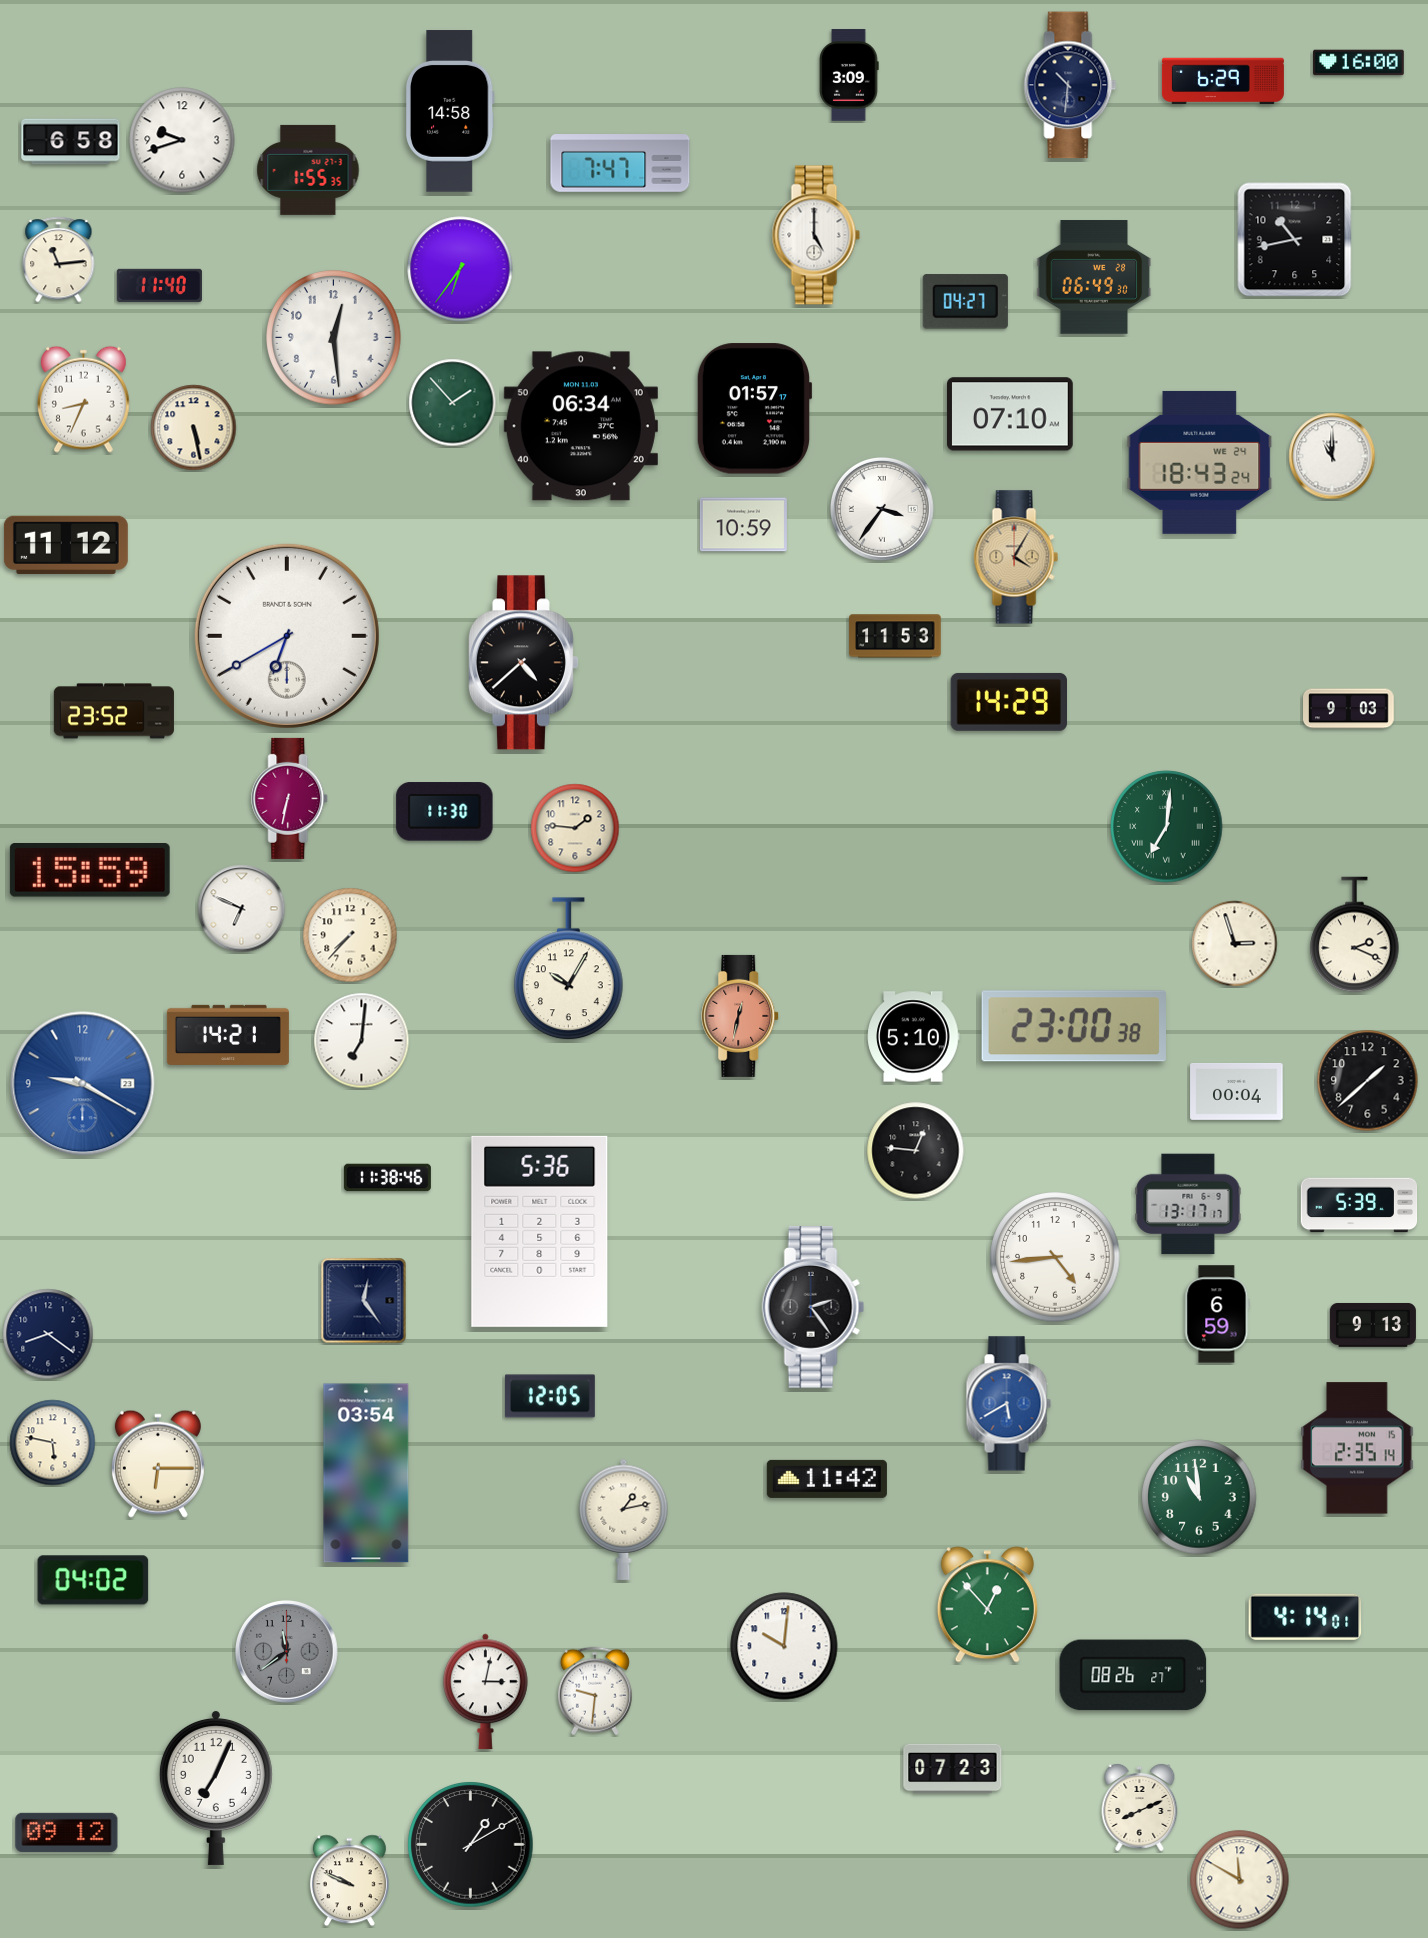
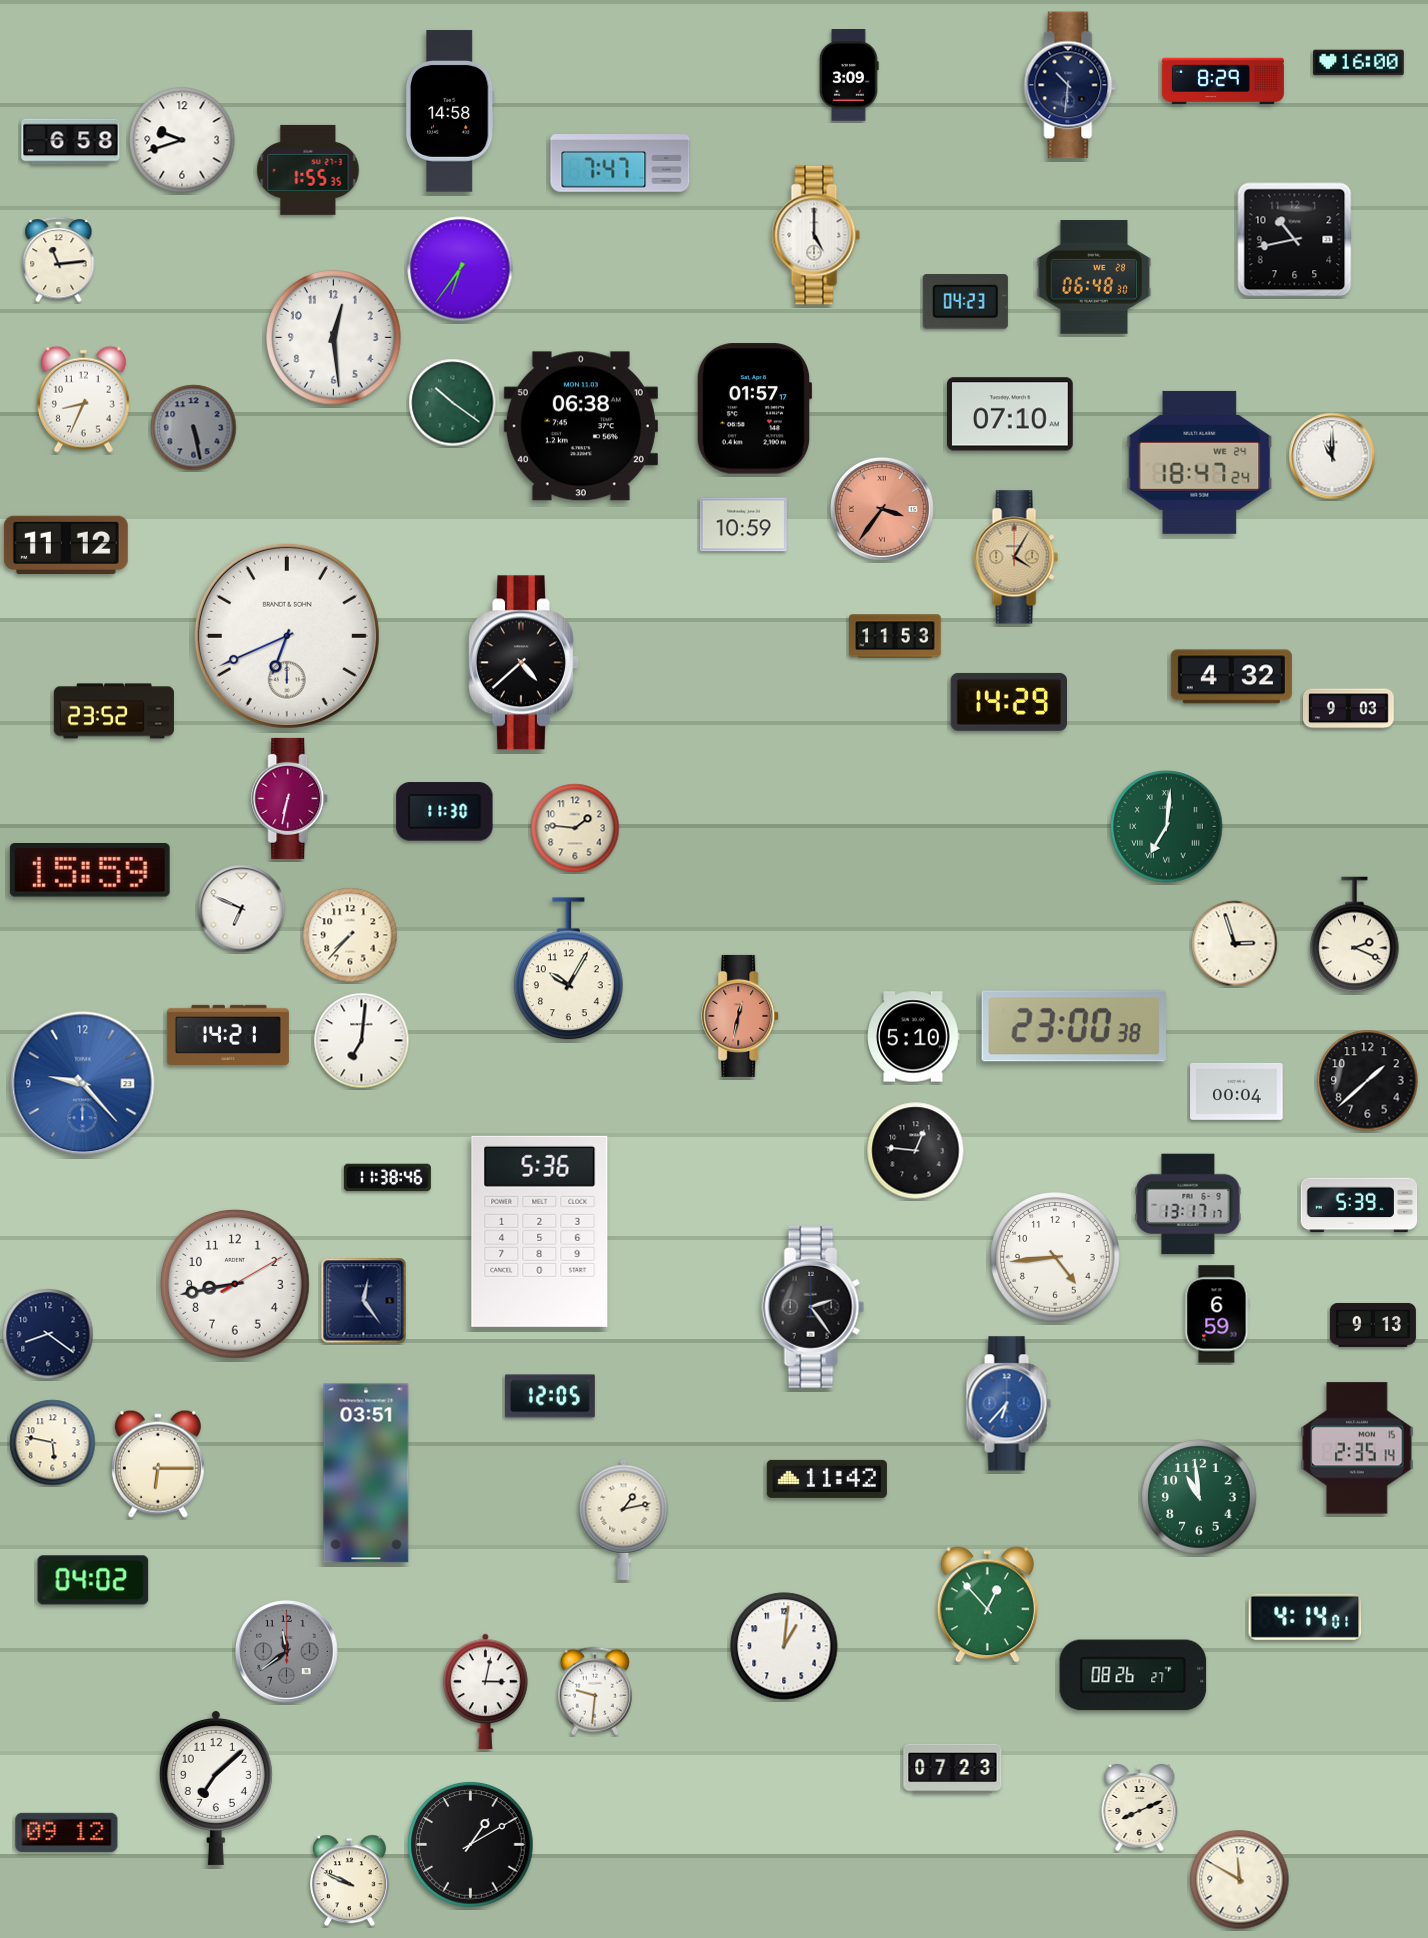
clock at (1223, 81): 6:29 -> 8:29
clock at (1094, 277): 06:49 -> 06:48
clock at (159, 285): 11:40 -> none
clock at (965, 302): 04:27 -> 04:23
clock at (453, 403): 1:53 -> 10:21
clock at (581, 426): 06:34 -> 06:38
clock at (194, 428) dial: cream -> grey
clock at (1200, 462): 18:43 -> 18:47
clock at (883, 510) dial: white -> salmon
clock at (287, 636): 6:40 -> 6:41
clock at (1231, 677): none -> 4:32
clock at (83, 1084): 9:20 -> 9:23
clock at (236, 1285): none -> 8:43
clock at (1008, 1404): 5:40 -> 6:37
clock at (366, 1473): 03:54 -> 03:51
clock at (784, 1646): 10:01 -> 1:01
clock at (216, 1787): 7:04 -> 7:08
